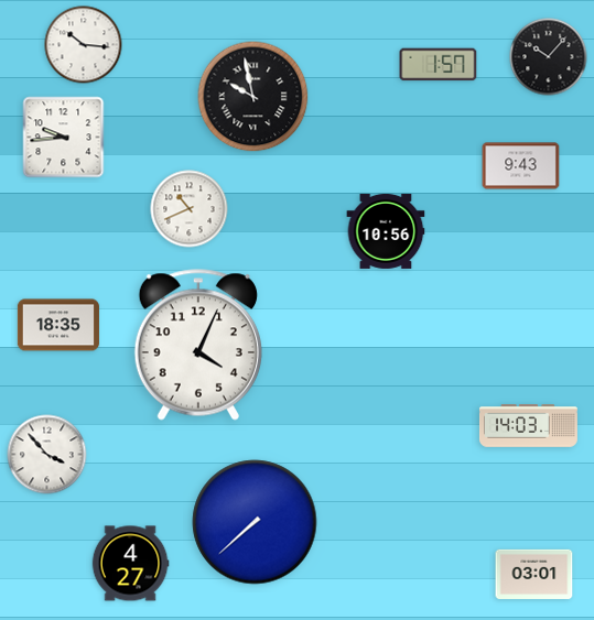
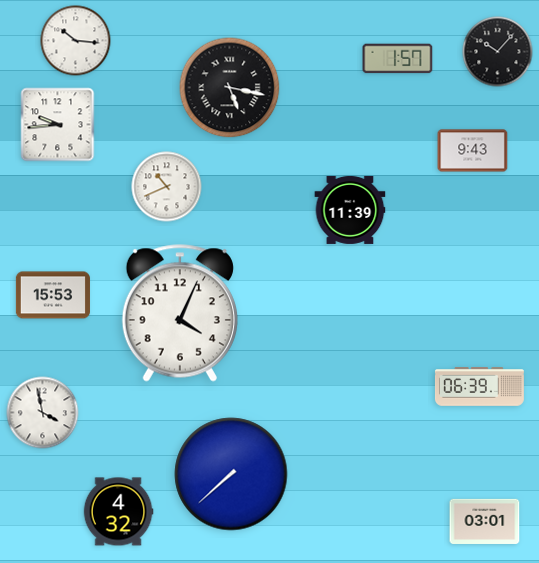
clock at (253, 97): 9:58 -> 5:17
clock at (190, 209) position: (190, 209) -> (167, 187)
clock at (386, 231): 10:56 -> 11:39
clock at (58, 325): 18:35 -> 15:53
clock at (528, 426): 14:03 -> 06:39
clock at (47, 455): 3:53 -> 3:58
clock at (130, 564): 4:27 -> 4:32
